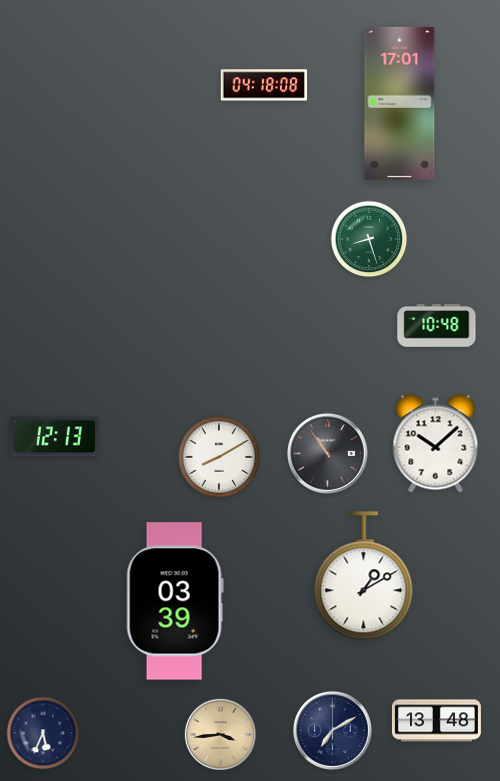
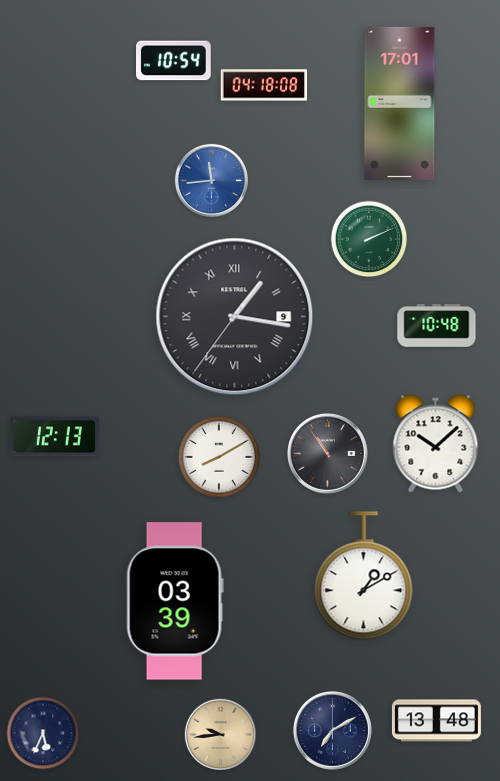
clock at (174, 61): none -> 10:54
clock at (211, 180): none -> 11:44
clock at (369, 239): 8:27 -> 2:11
clock at (235, 317): none -> 1:16
clock at (220, 734): 3:44 -> 9:44
